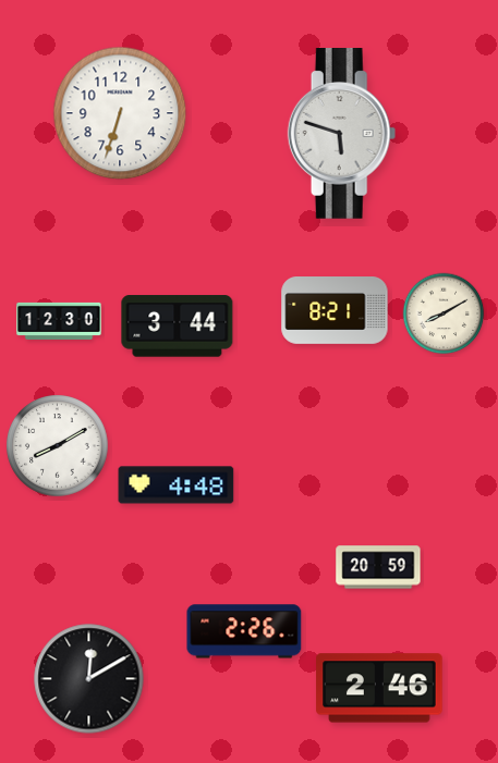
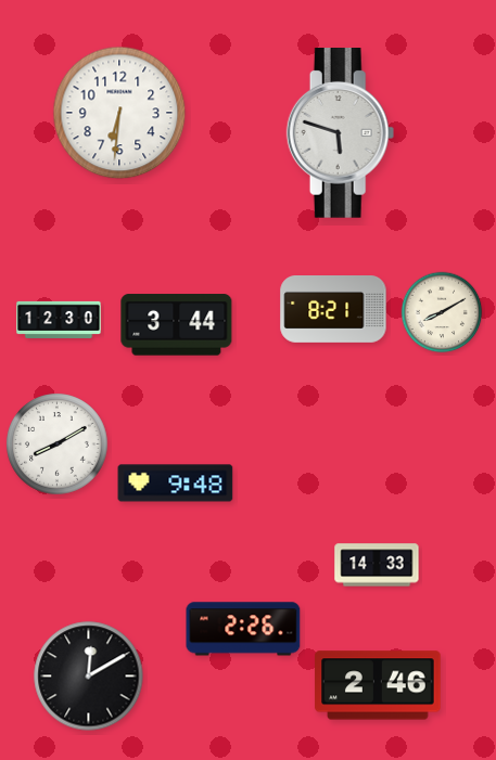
clock at (120, 113): 6:33 -> 6:31
clock at (177, 485): 4:48 -> 9:48
clock at (378, 567): 20:59 -> 14:33
